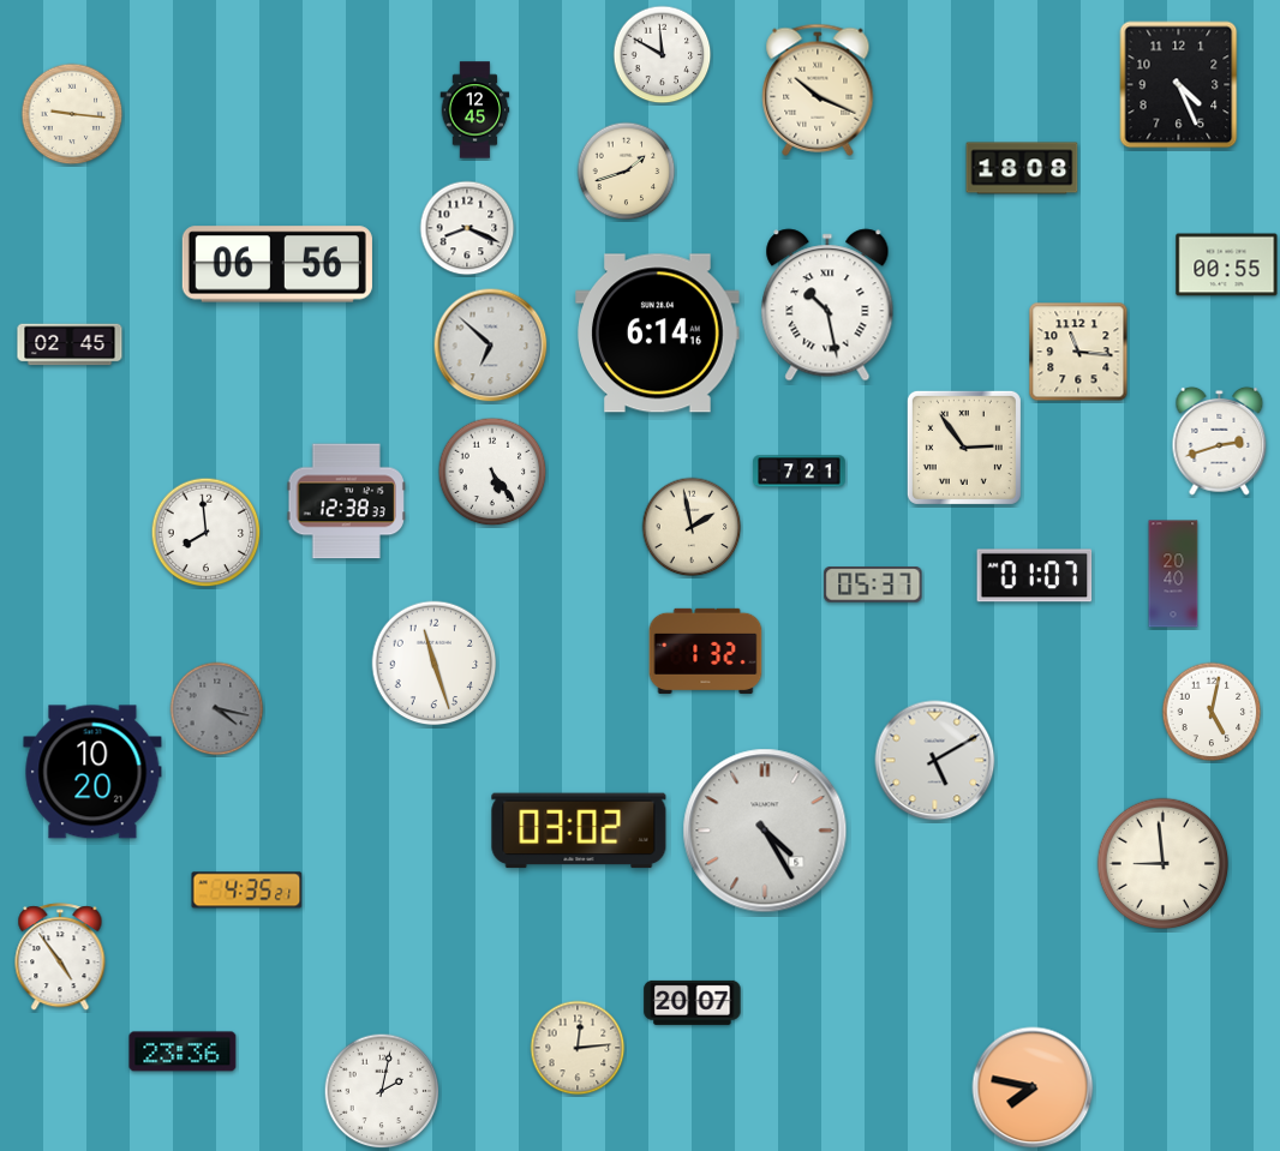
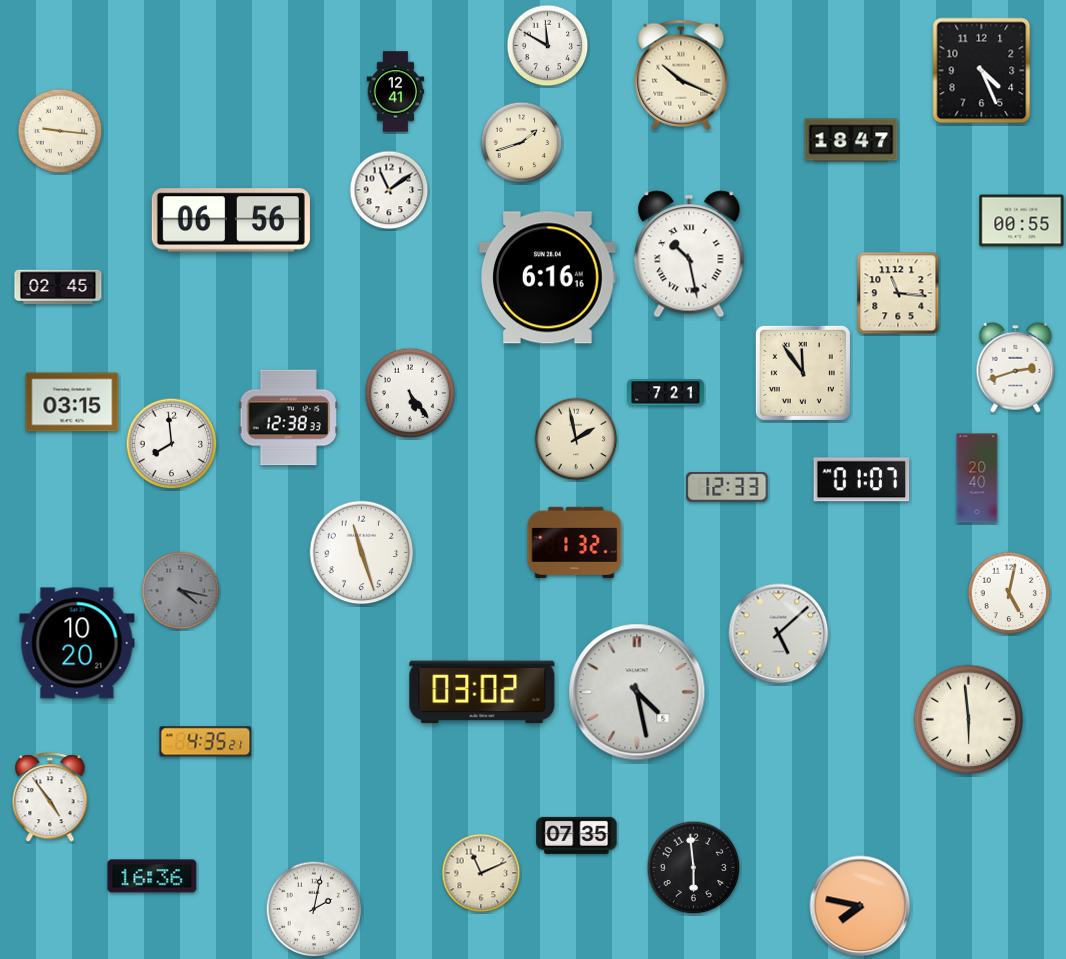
clock at (663, 55) position: (663, 55) -> (548, 46)
clock at (475, 110): 12:45 -> 12:41
clock at (72, 114) position: (72, 114) -> (60, 131)
clock at (1022, 168): 18:08 -> 18:47
clock at (467, 228): 8:19 -> 11:09
clock at (658, 334): 6:14 -> 6:16
clock at (491, 346): 6:52 -> none
clock at (964, 448): 2:54 -> 11:54
clock at (72, 402): none -> 03:15
clock at (873, 585): 05:37 -> 12:33
clock at (706, 651) position: (706, 651) -> (575, 542)
clock at (935, 761): 5:10 -> 5:08
clock at (765, 831): 4:25 -> 4:28
clock at (1164, 864): 8:59 -> 5:59
clock at (693, 1002): 20:07 -> 07:35
clock at (694, 868): none -> 5:59
clock at (578, 1048): 12:14 -> 11:11
clock at (183, 1051): 23:36 -> 16:36
clock at (382, 1091) position: (382, 1091) -> (314, 909)
